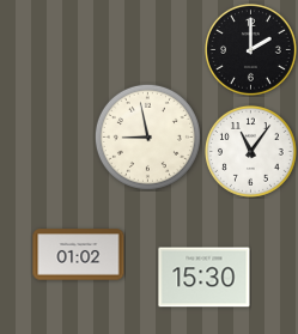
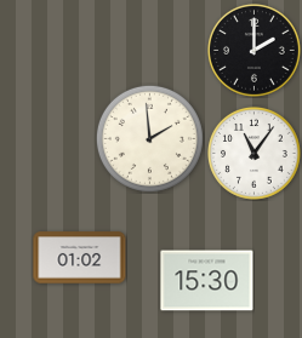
clock at (147, 136): 8:58 -> 1:59
